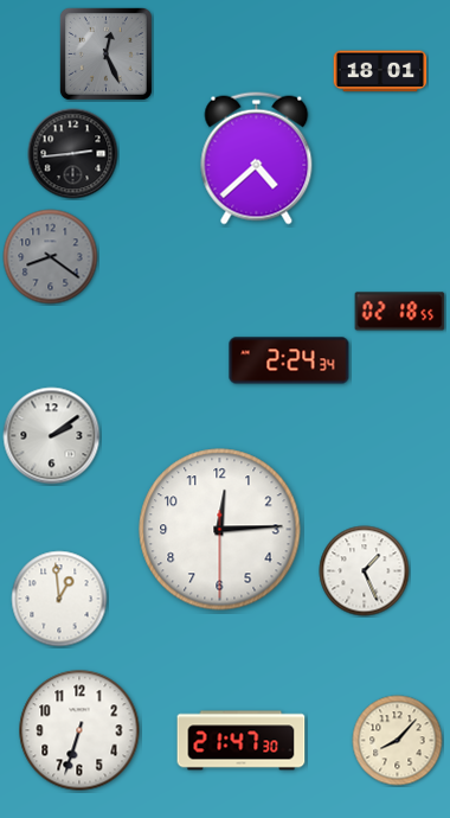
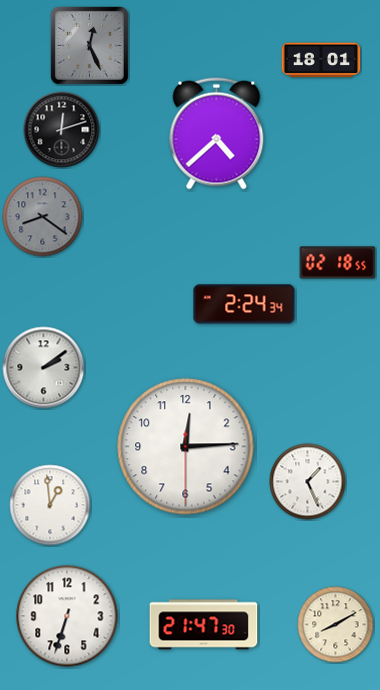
clock at (73, 154): 2:44 -> 12:12
clock at (398, 741): 8:07 -> 8:10
